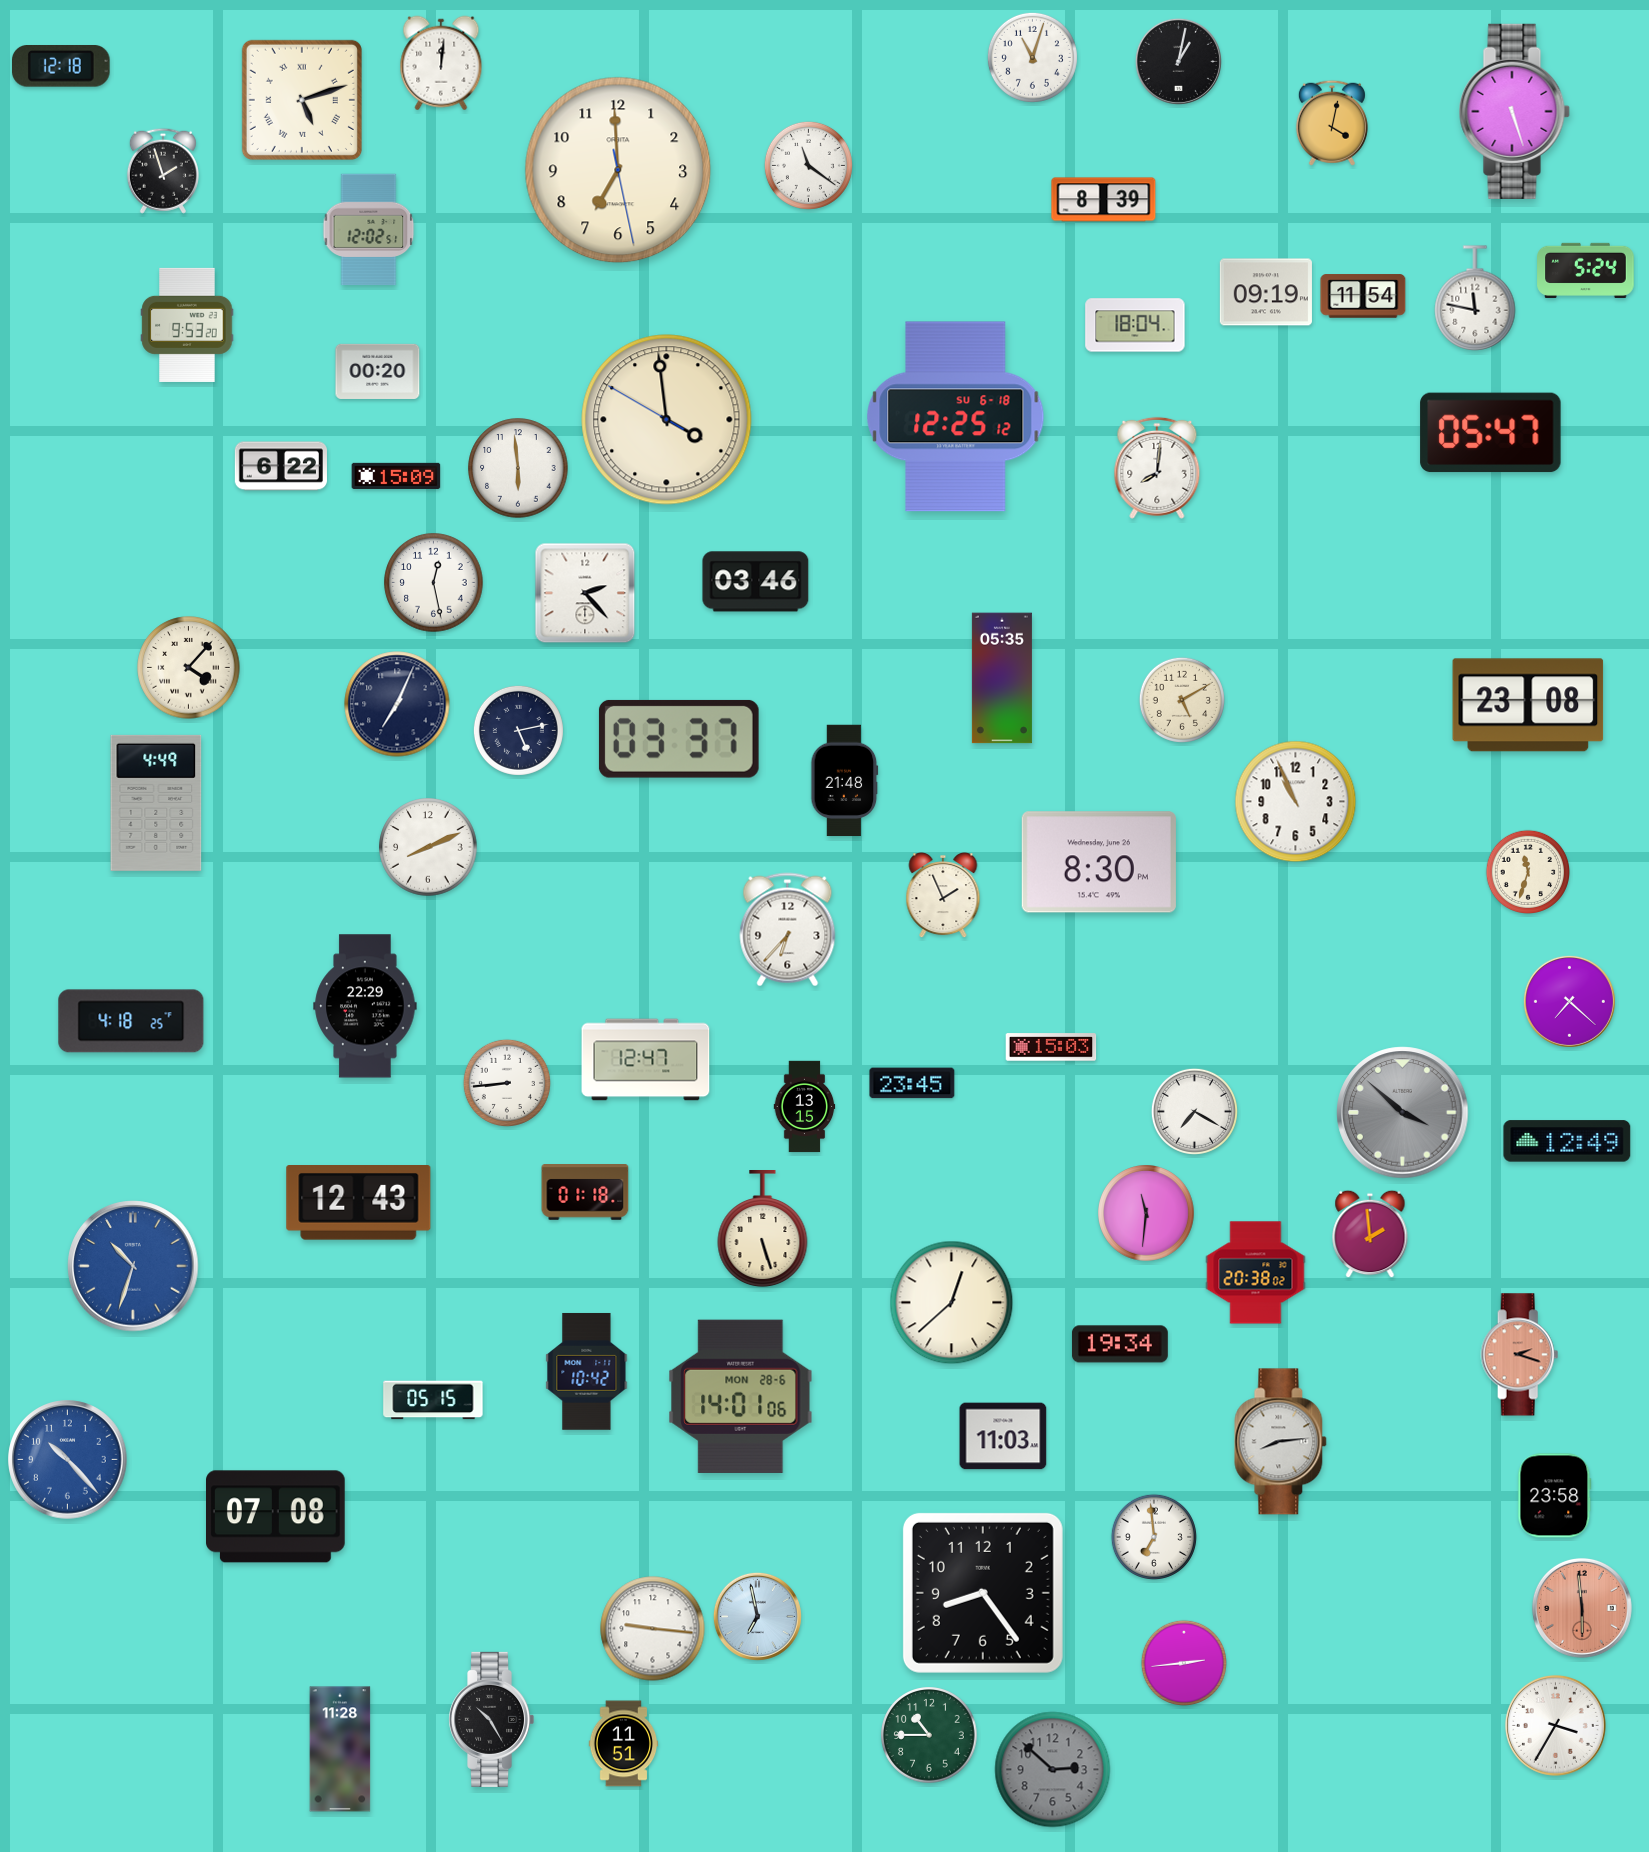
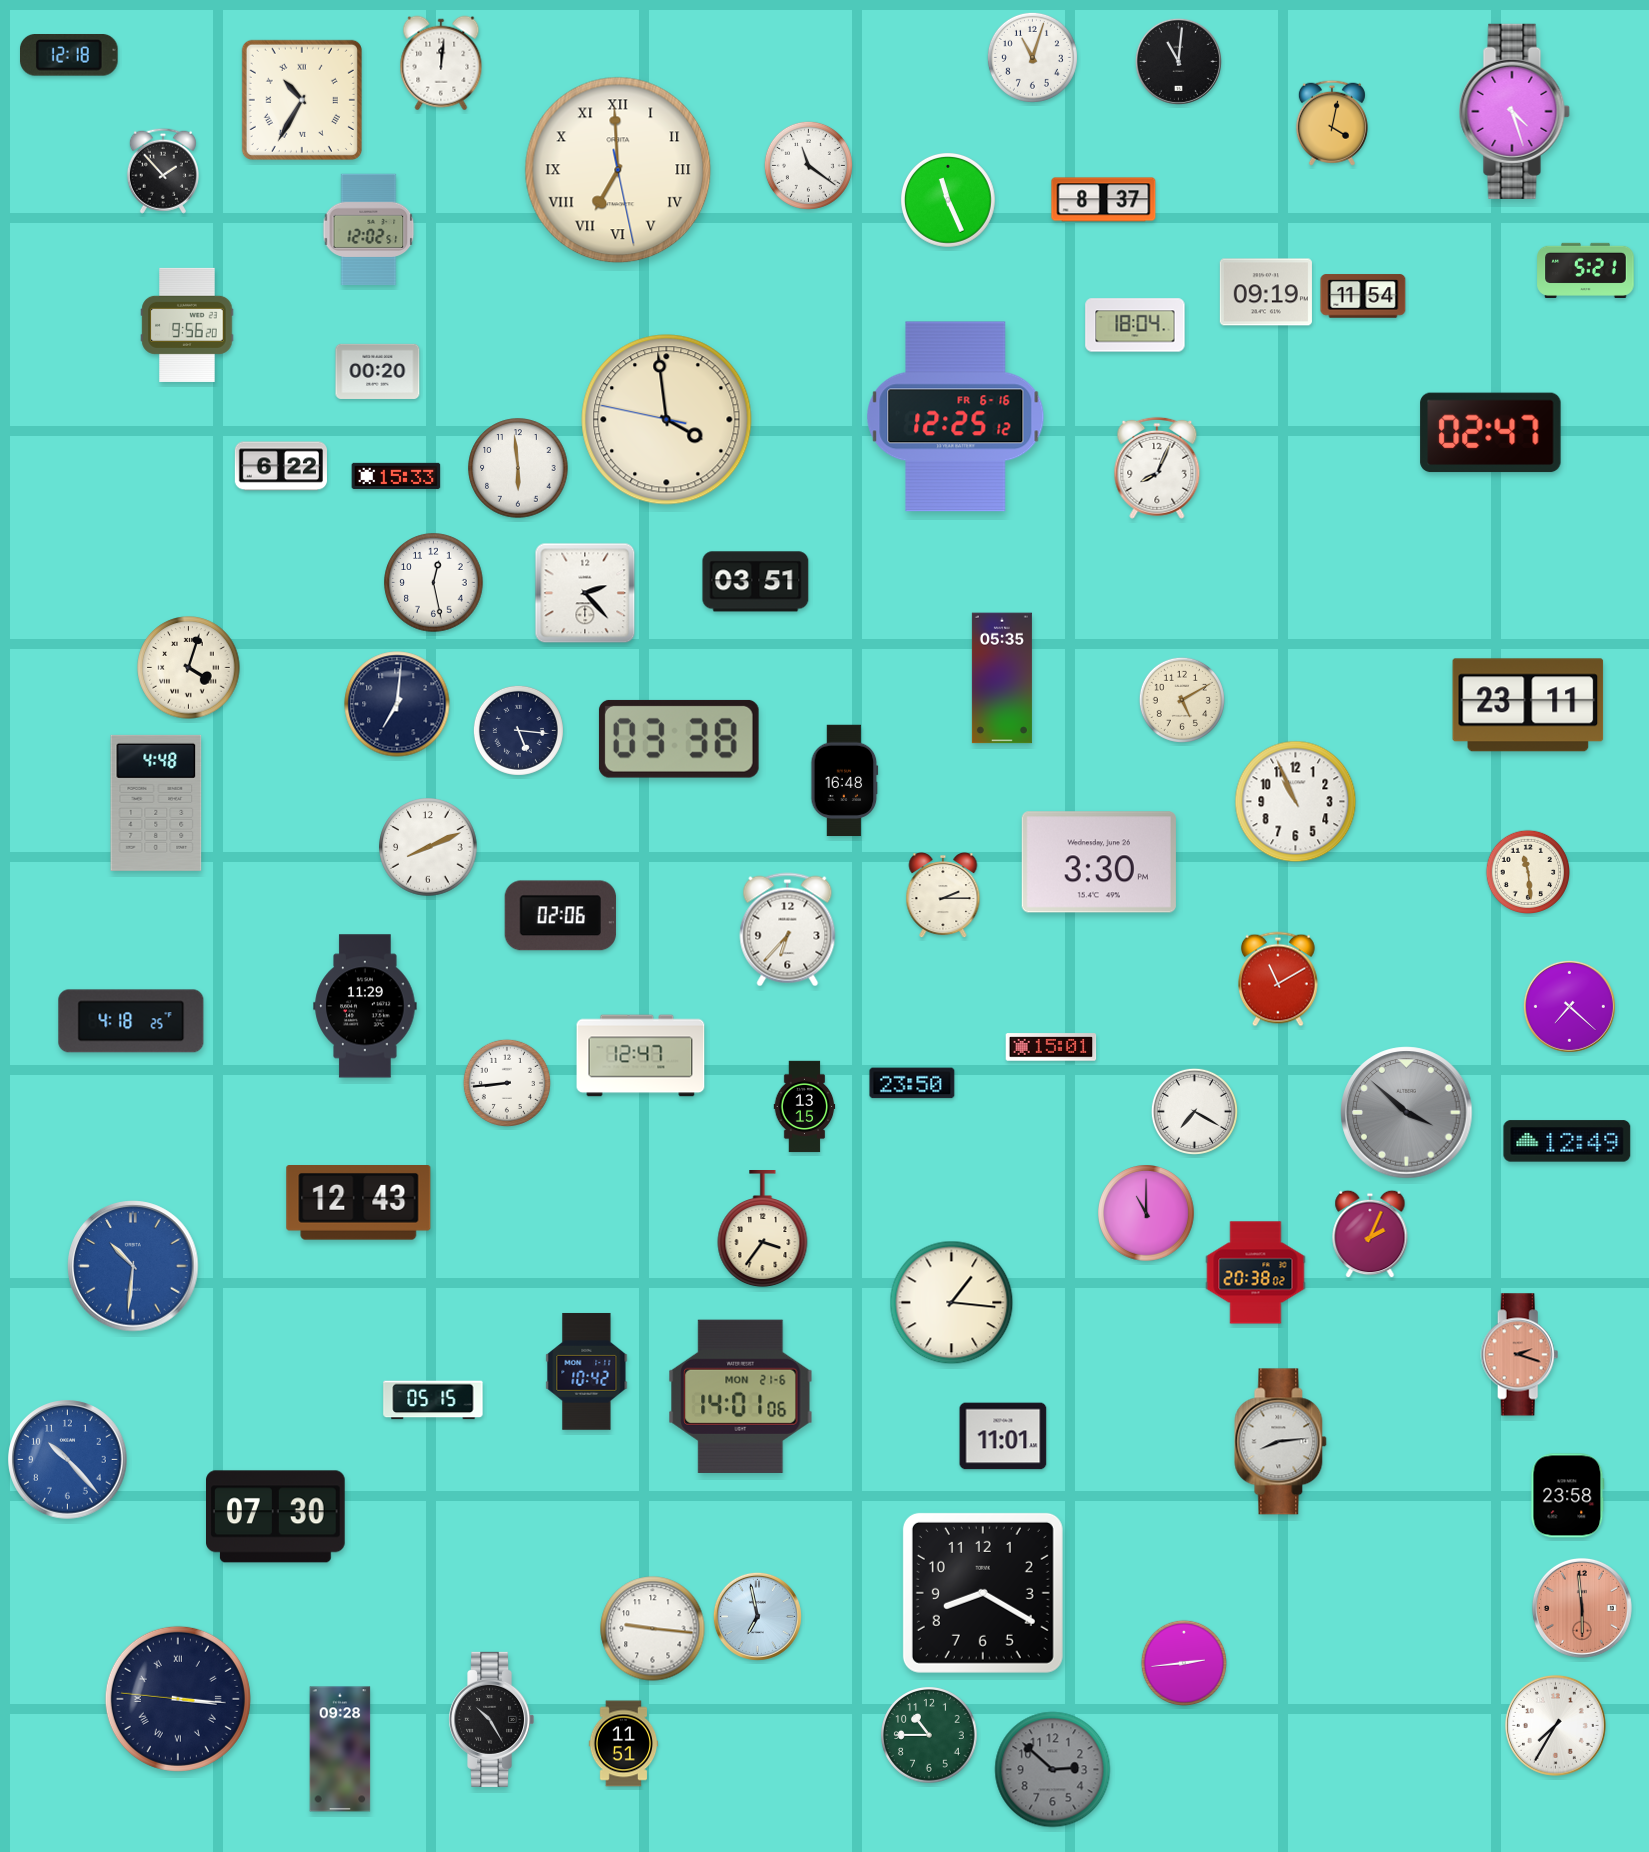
clock at (1178, 61): 1:02 -> 11:01
clock at (62, 67) position: (62, 67) -> (70, 56)
clock at (302, 100): 5:12 -> 10:35
clock at (1514, 111): 5:27 -> 4:27
clock at (618, 170) numerals: Arabic -> Roman
clock at (163, 171): 1:57 -> 1:53
clock at (1104, 200): 8:39 -> 8:37
clock at (949, 201): none -> 11:26
clock at (1586, 270): 5:24 -> 5:21
clock at (1475, 298): 11:47 -> none
clock at (187, 325): 9:53 -> 9:56
clock at (956, 417) date: SU 6-18 -> FR 6-16
clock at (667, 420): 3:58:50 -> 3:58:47
clock at (1491, 433): 05:47 -> 02:47
clock at (1157, 468): 8:01 -> 8:04
clock at (396, 476): 15:09 -> 15:33
clock at (756, 582): 03:46 -> 03:51
clock at (189, 668): 4:07 -> 4:03
clock at (397, 704): 7:04 -> 7:01
clock at (1528, 705): 23:08 -> 23:11
clock at (518, 730): 5:13 -> 5:16
clock at (679, 739): 03:37 -> 03:38
clock at (845, 781): 21:48 -> 16:48
clock at (156, 803): 4:49 -> 4:48
clock at (1099, 862): 8:30 -> 3:30
clock at (1527, 871): 11:33 -> 11:29
clock at (943, 896): 1:56 -> 2:15
clock at (560, 916): none -> 02:06
clock at (1279, 979): none -> 11:10
clock at (1569, 1001) position: (1569, 1001) -> (1569, 1006)
clock at (365, 1006): 22:29 -> 11:29
clock at (1051, 1047): 15:03 -> 15:01
clock at (646, 1060) position: (646, 1060) -> (641, 1056)
clock at (912, 1083): 23:45 -> 23:50
clock at (1403, 1113) position: (1403, 1113) -> (1407, 1113)
clock at (585, 1193): 01:18 -> none
clock at (1146, 1213): 11:31 -> 11:00
clock at (763, 1230): 5:27 -> 3:36
clock at (1370, 1234): 1:59 -> 2:04
clock at (133, 1266): 10:33 -> 10:31
clock at (952, 1303): 12:38 -> 1:16
clock at (1120, 1344): 19:34 -> none
clock at (741, 1396) date: MON 28-6 -> MON 21-6
clock at (1003, 1436): 11:03 -> 11:01
clock at (1555, 1496) position: (1555, 1496) -> (1568, 1496)
clock at (276, 1517): 07:08 -> 07:30
clock at (1154, 1537): 6:59 -> none
clock at (983, 1593): 8:24 -> 8:20
clock at (178, 1699): none -> 3:15
clock at (1555, 1725): 3:35 -> 7:35
clock at (340, 1749): 11:28 -> 09:28
